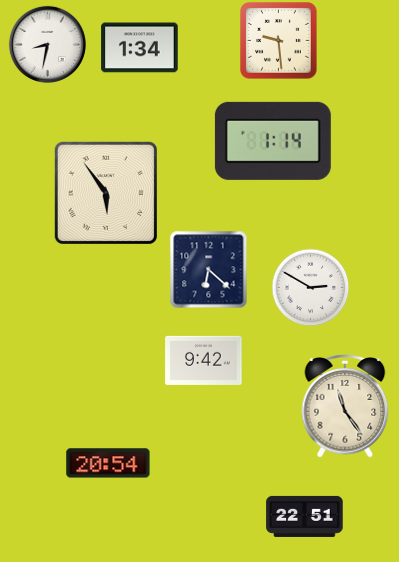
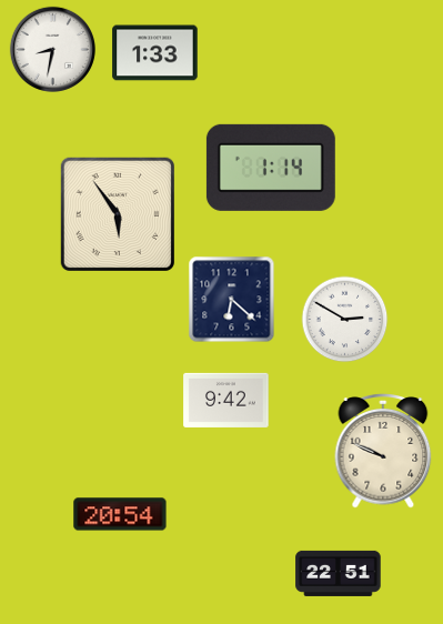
clock at (279, 41): 9:29 -> none
clock at (140, 48): 1:34 -> 1:33
clock at (273, 141) position: (273, 141) -> (271, 168)
clock at (345, 407): 11:24 -> 9:49
